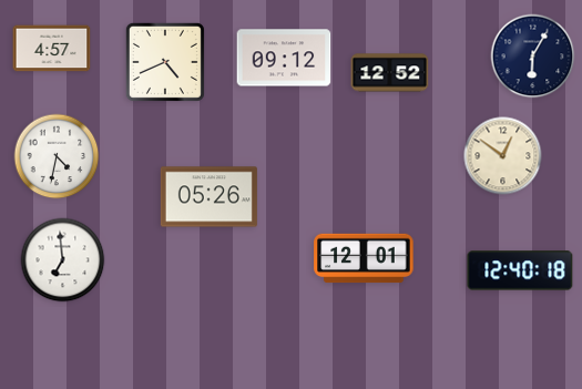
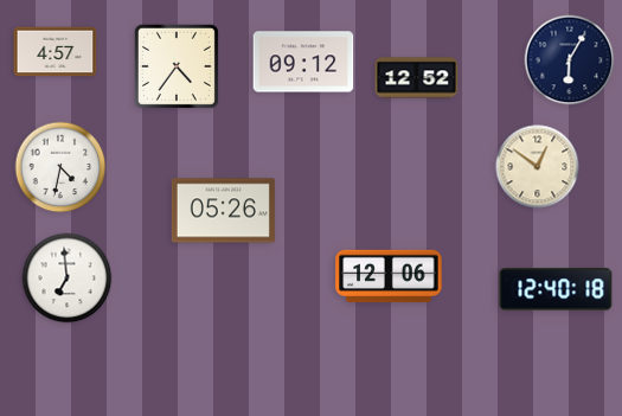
clock at (165, 62): 4:41 -> 4:36
clock at (364, 258): 12:01 -> 12:06
